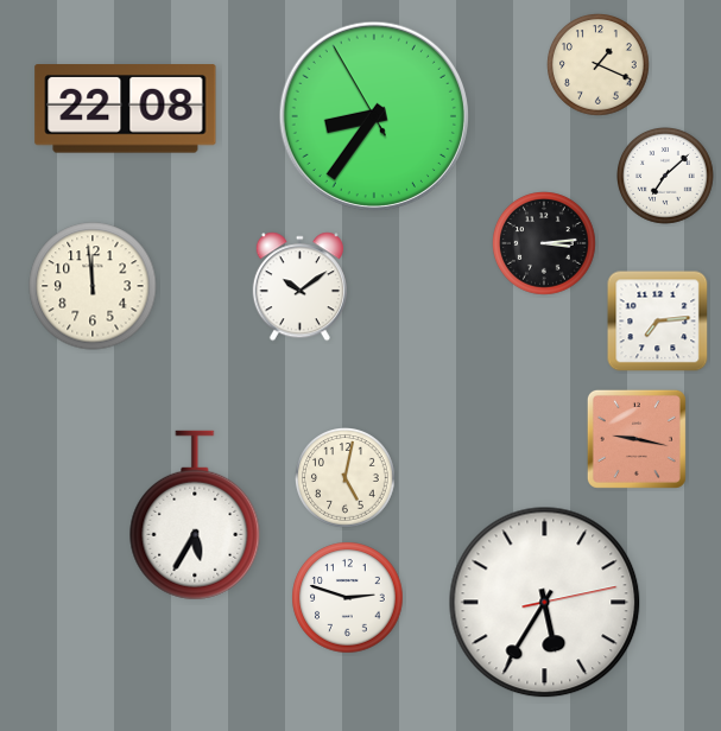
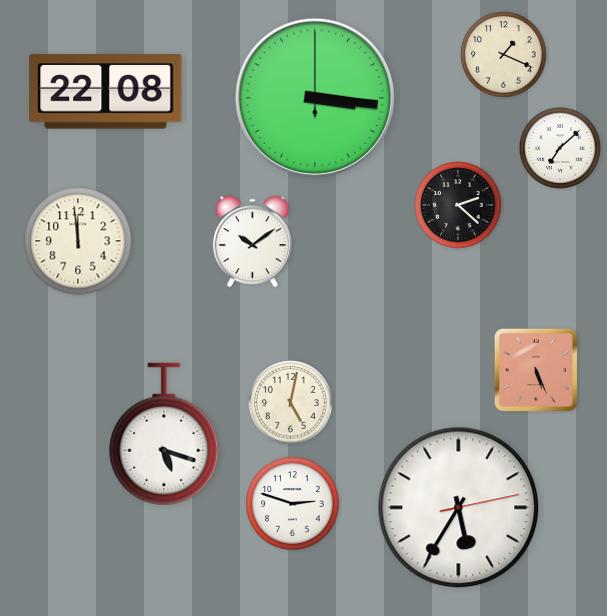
clock at (374, 116): 8:35 -> 3:16
clock at (544, 243): 3:14 -> 2:22
clock at (658, 322): 7:14 -> none
clock at (637, 439): 9:17 -> 5:26
clock at (195, 515): 5:35 -> 5:18
